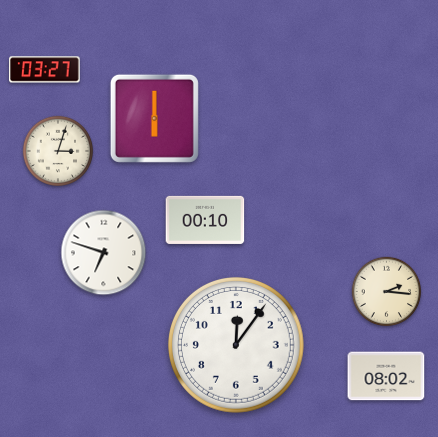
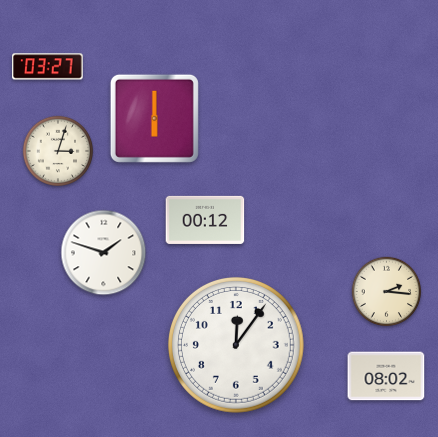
clock at (45, 70) position: (45, 70) -> (48, 67)
clock at (205, 220): 00:10 -> 00:12
clock at (104, 253): 6:48 -> 1:48
